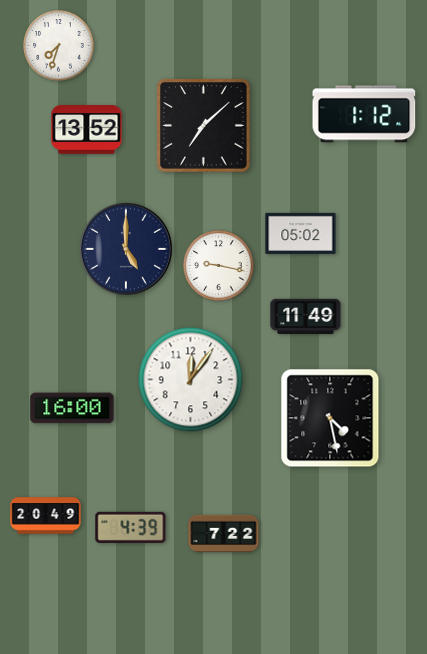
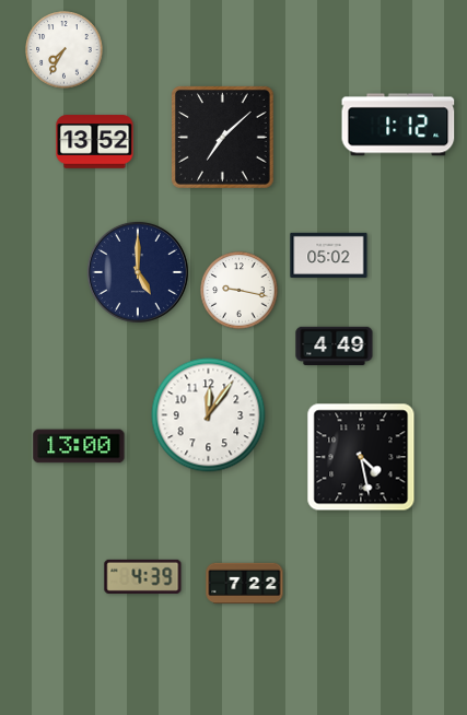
clock at (59, 46): 7:33 -> 7:35
clock at (306, 316): 11:49 -> 4:49
clock at (72, 408): 16:00 -> 13:00
clock at (46, 516): 20:49 -> none
